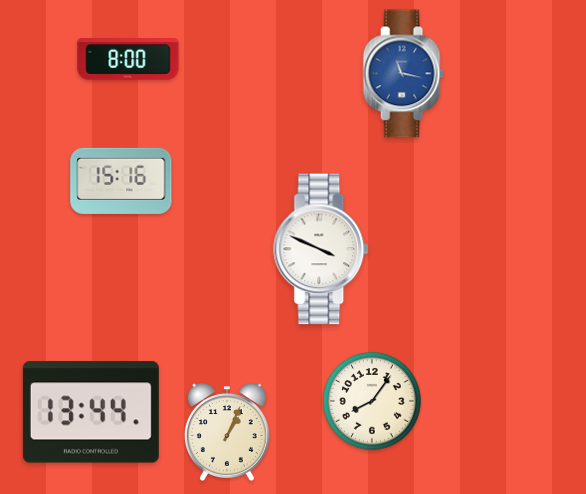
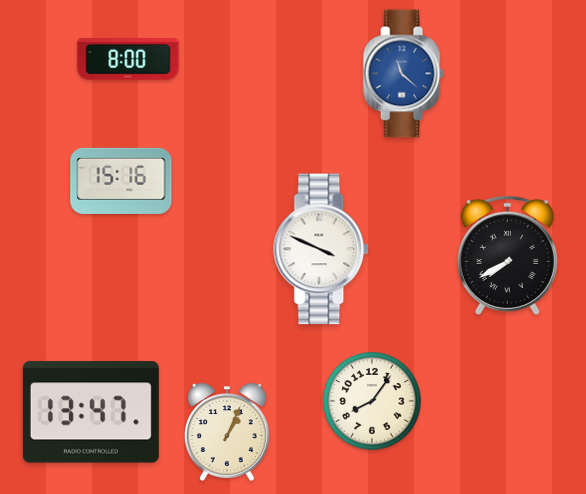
clock at (403, 74): 11:17 -> 11:22
clock at (507, 255): none -> 7:40
clock at (91, 412): 13:44 -> 13:47
